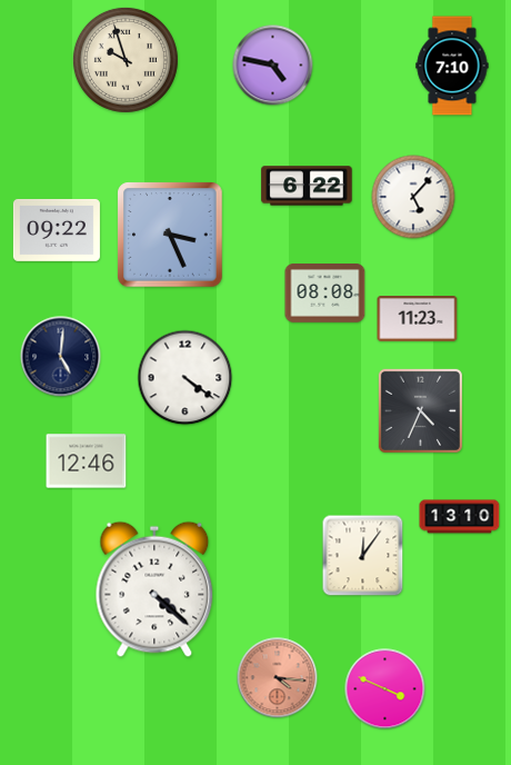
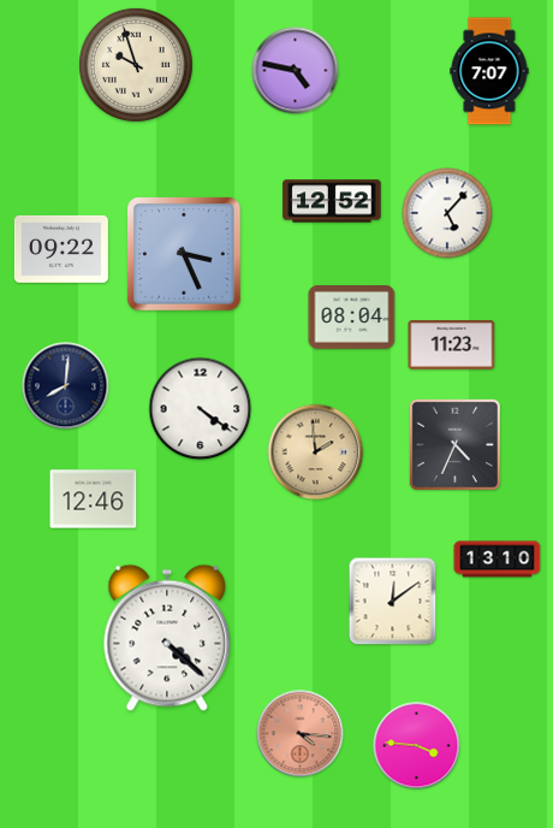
clock at (452, 66): 7:10 -> 7:07
clock at (307, 186): 6:22 -> 12:52
clock at (325, 294): 08:08 -> 08:04
clock at (61, 357): 5:01 -> 8:01
clock at (316, 453): none -> 1:59
clock at (363, 556): 12:06 -> 12:09
clock at (385, 689): 3:49 -> 3:46
